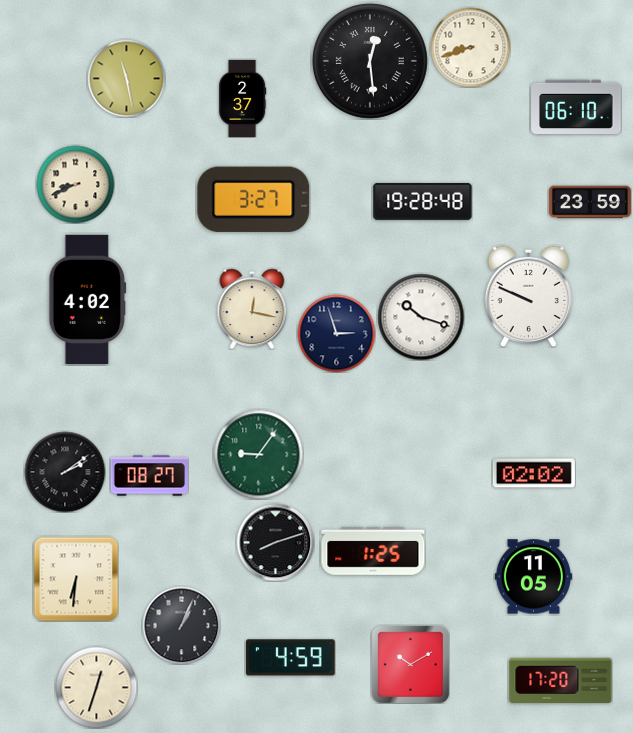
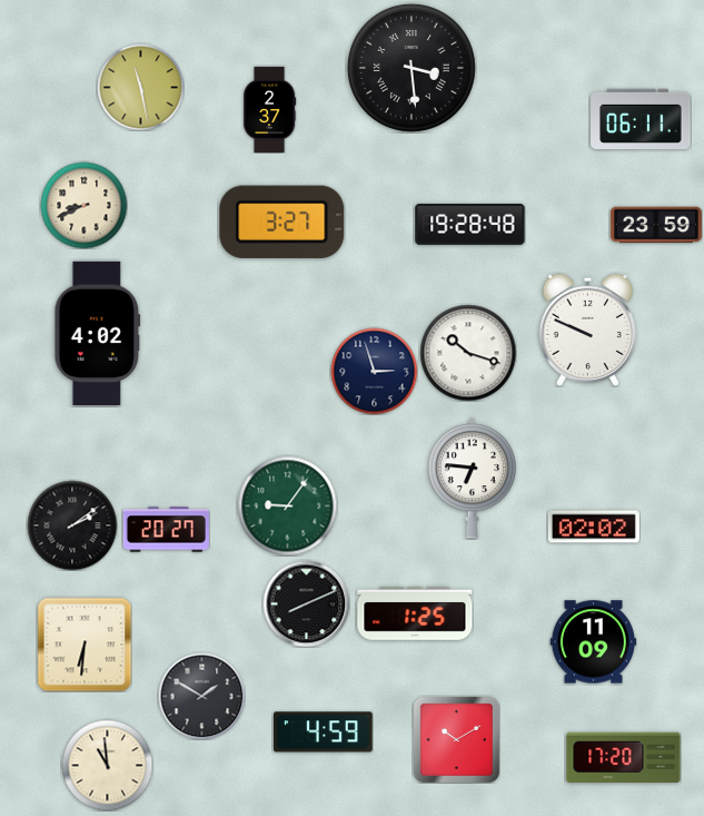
clock at (470, 47): 8:42 -> none
clock at (370, 61): 12:29 -> 3:29
clock at (576, 106): 06:10 -> 06:11
clock at (252, 309): 12:17 -> none
clock at (472, 479): none -> 6:46
clock at (149, 476): 08:27 -> 20:27
clock at (275, 542): 8:12 -> 8:11
clock at (533, 577): 11:05 -> 11:09
clock at (181, 625): 1:04 -> 1:50
clock at (96, 687): 12:33 -> 10:59
